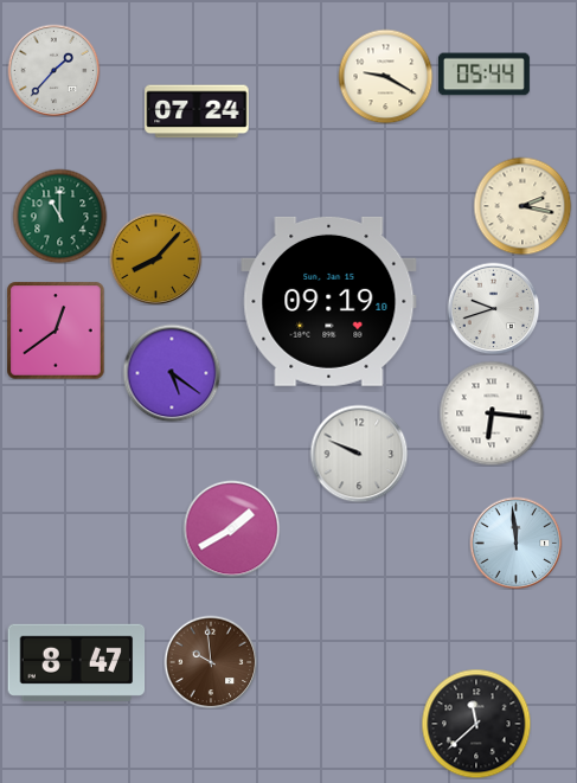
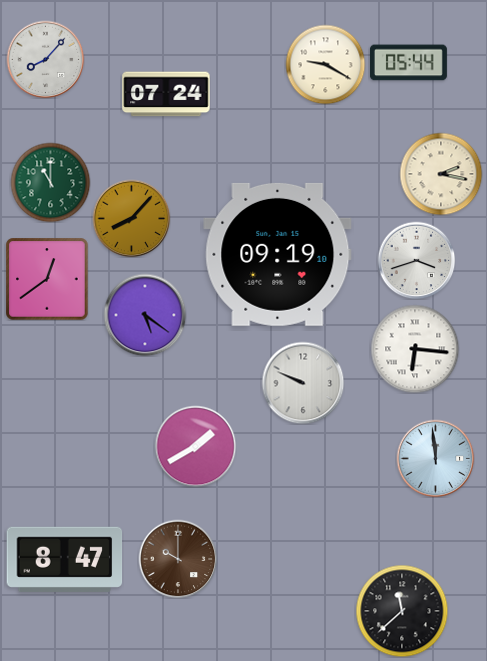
clock at (53, 70): 1:37 -> 8:07
clock at (493, 308): 9:42 -> 3:42
clock at (211, 662): 9:59 -> 10:00
